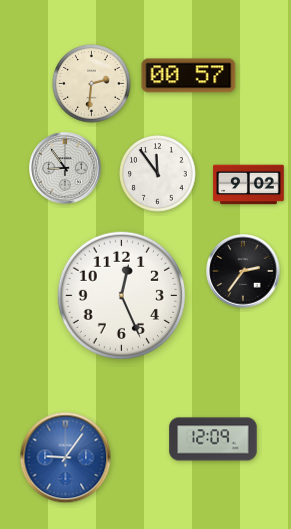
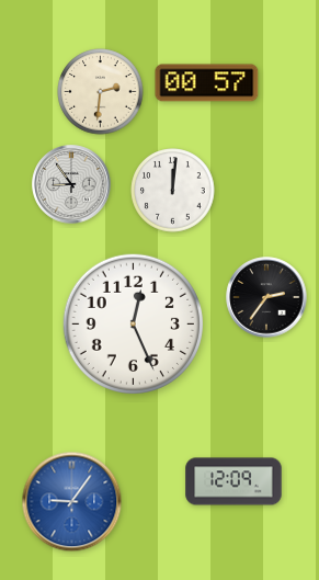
clock at (158, 174): 11:54 -> 12:01
clock at (249, 185): 9:02 -> none
